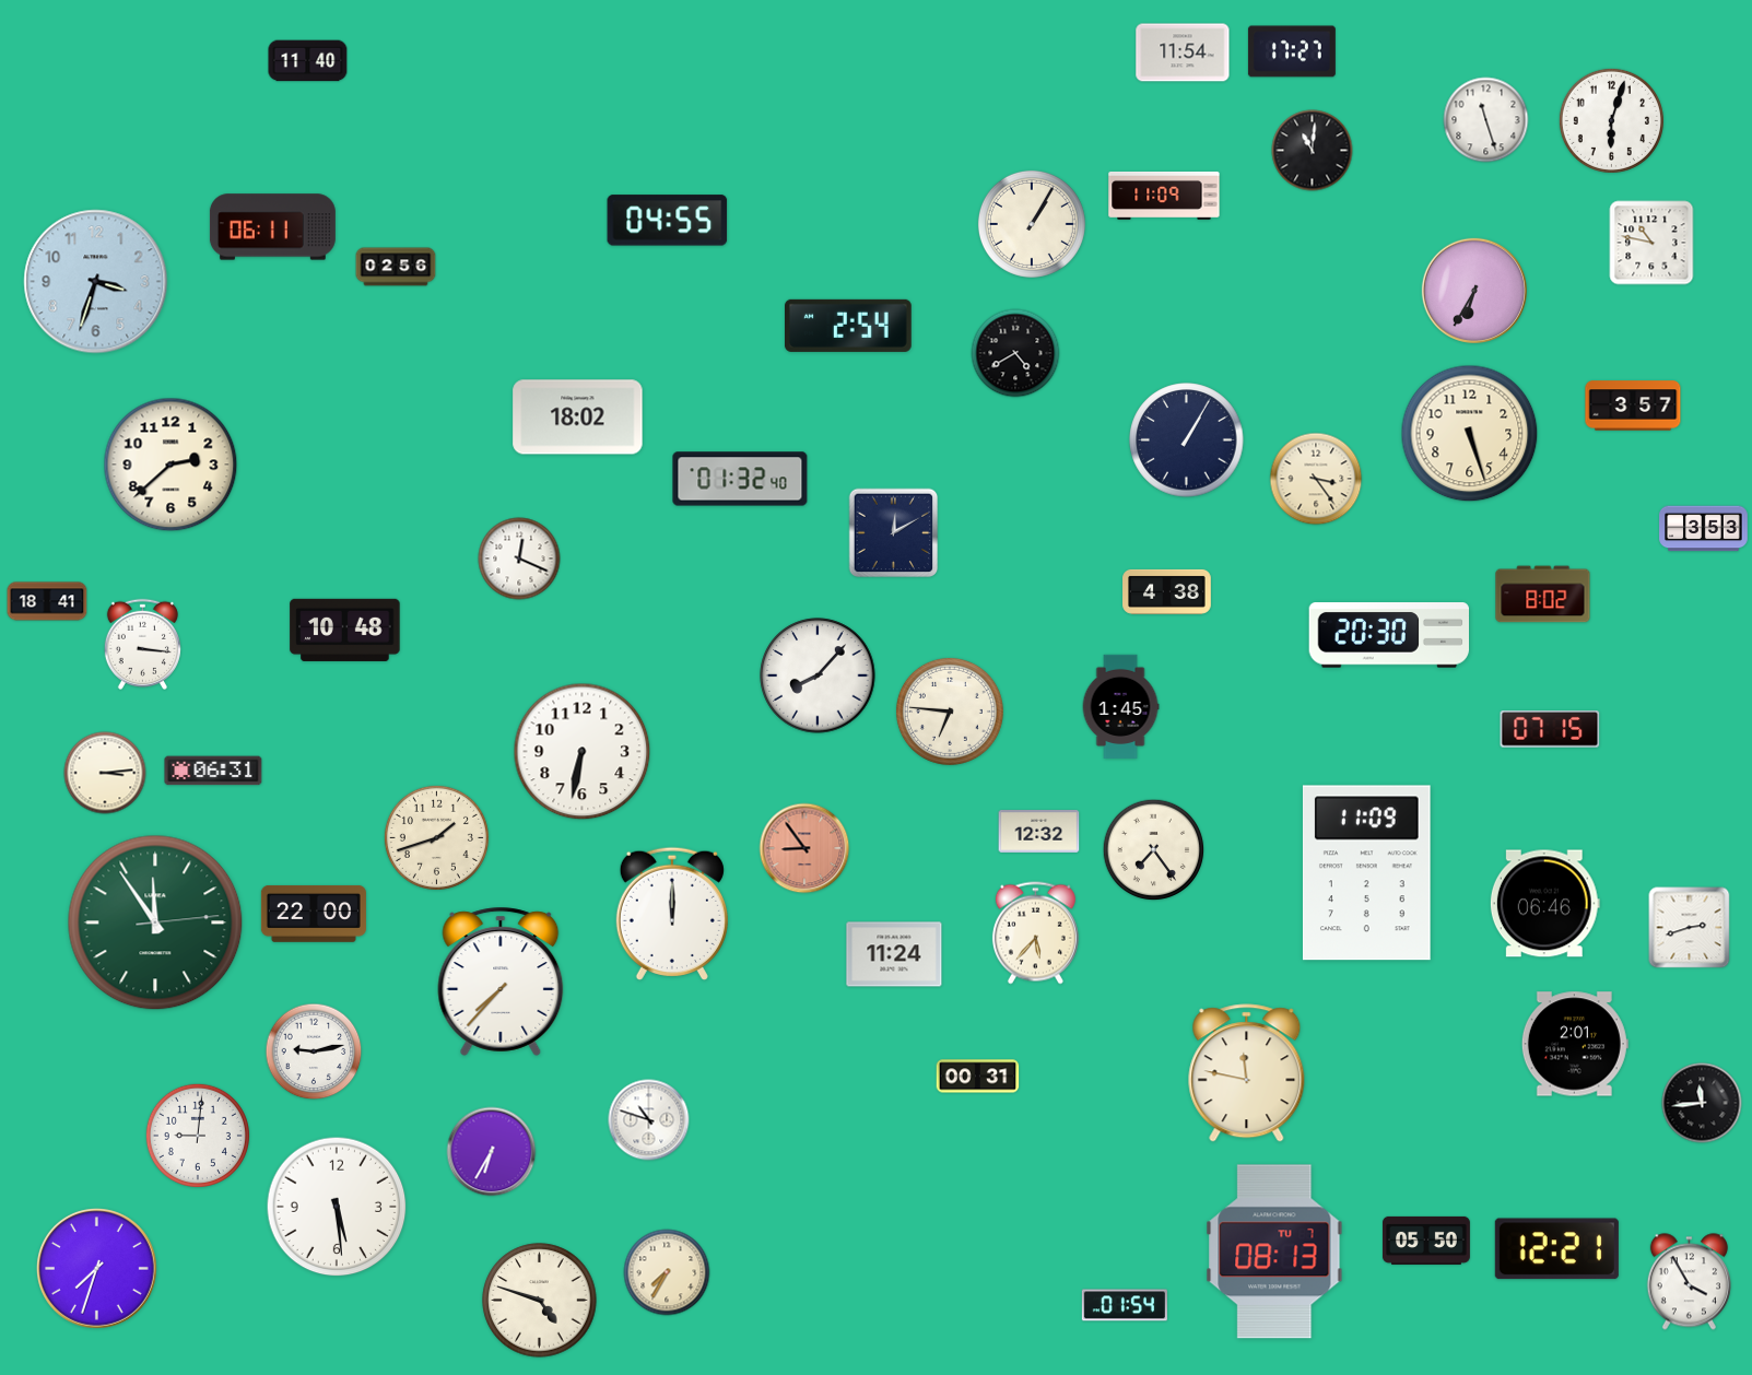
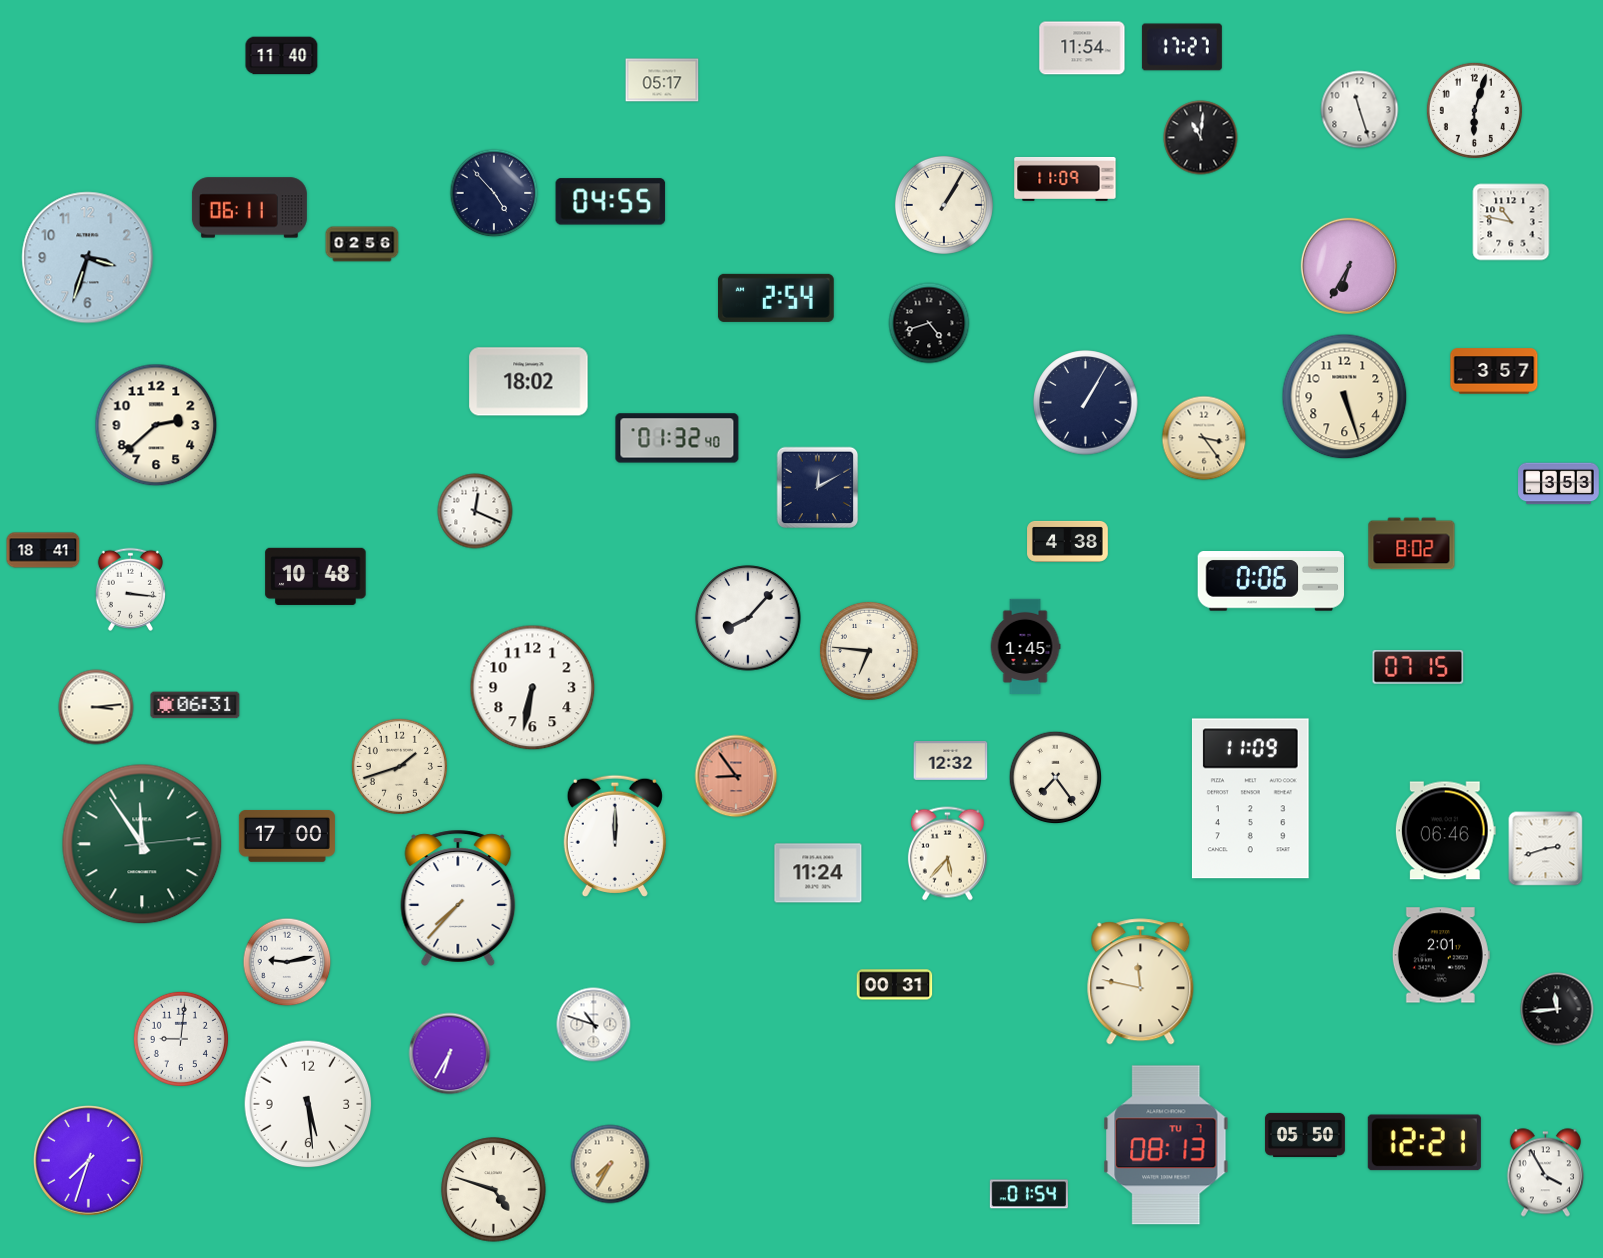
clock at (662, 80): none -> 05:17
clock at (494, 193): none -> 4:53
clock at (1015, 353): 4:40 -> 4:42
clock at (1388, 636): 20:30 -> 0:06
clock at (1544, 904) position: (1544, 904) -> (1445, 831)
clock at (314, 914): 22:00 -> 17:00
